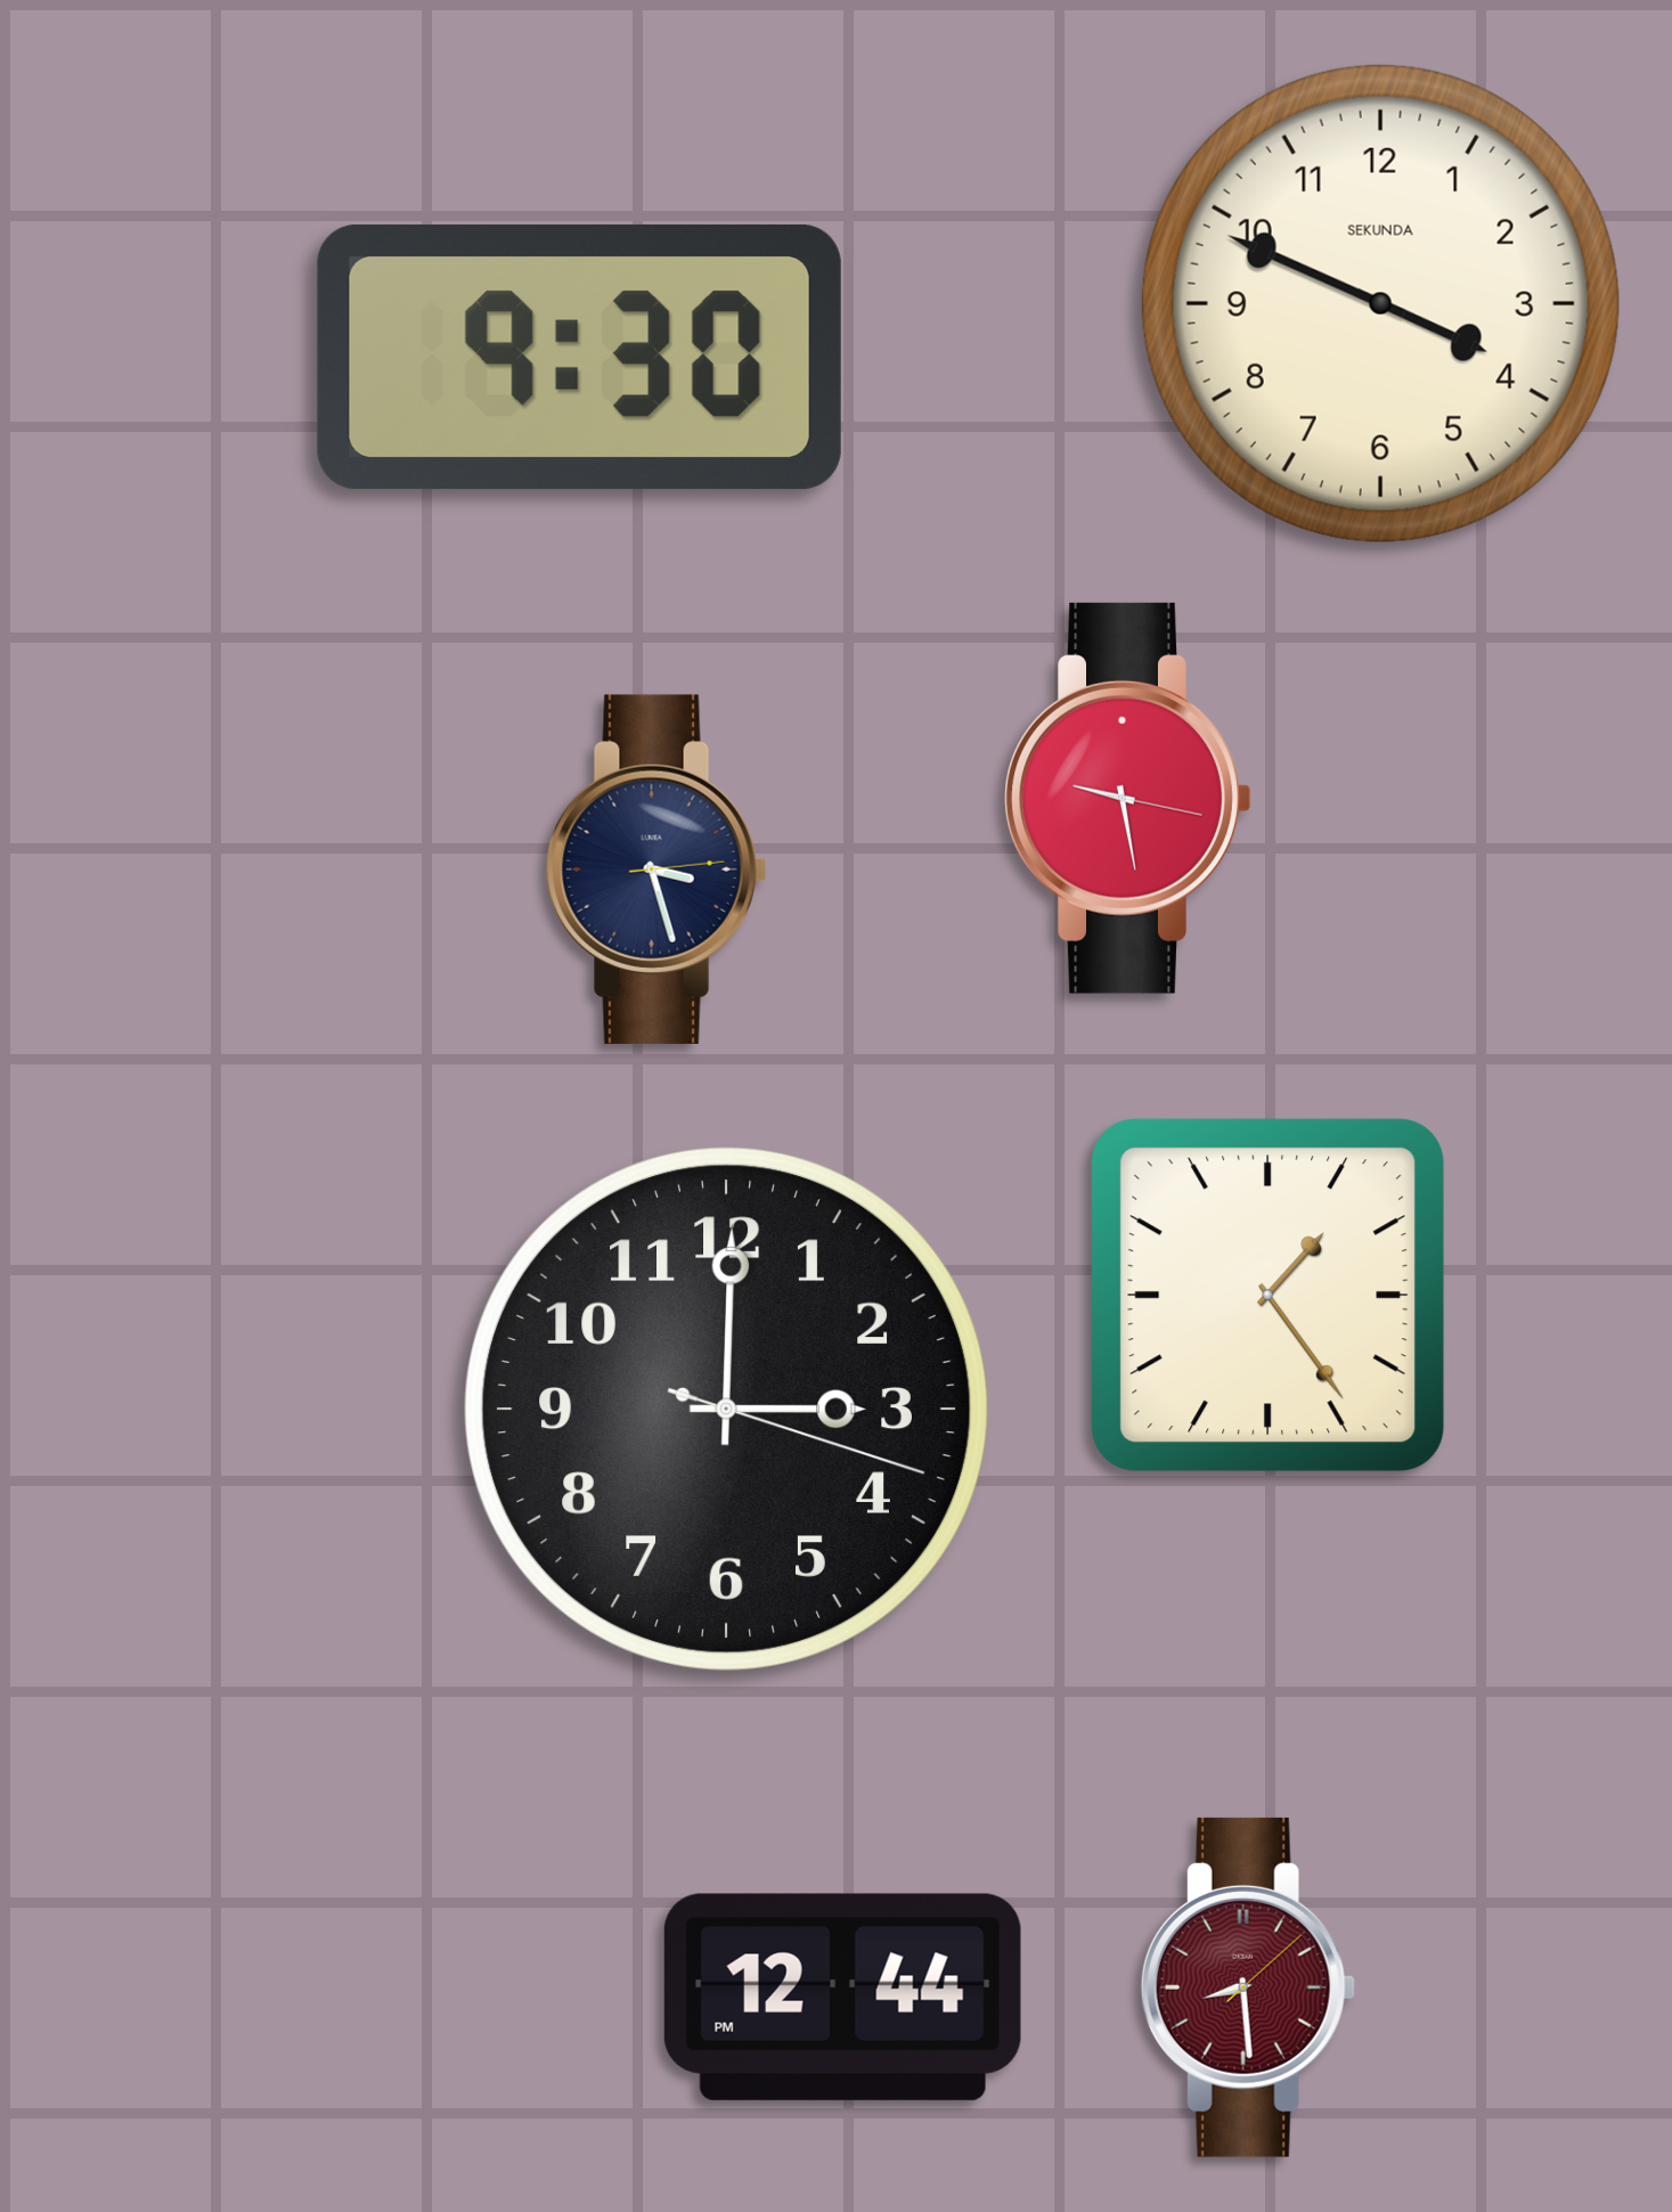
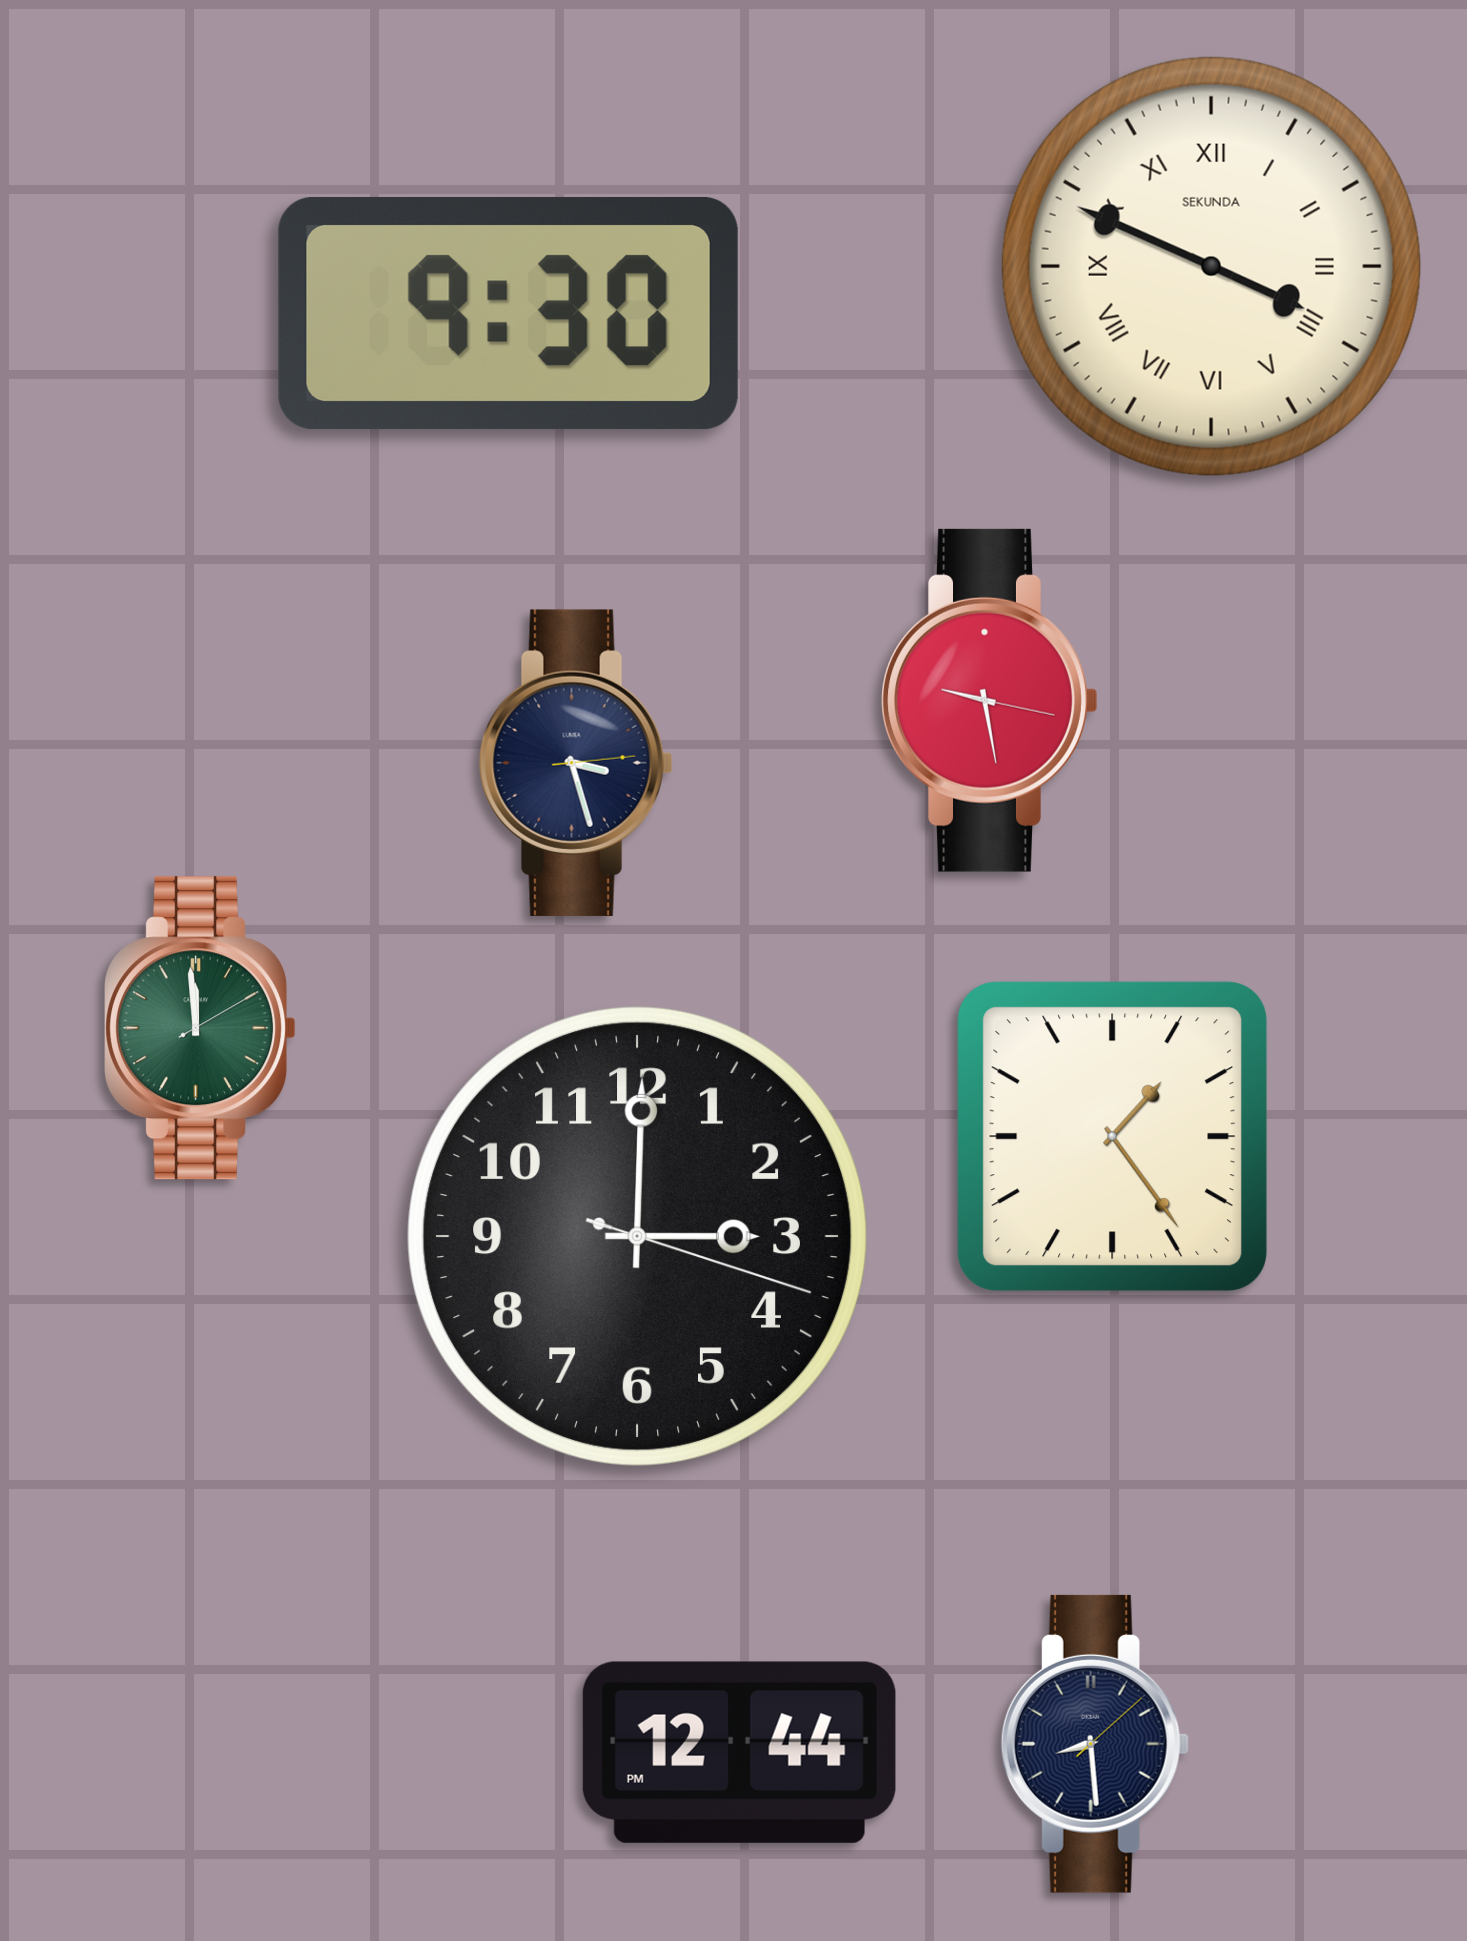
clock at (1380, 303) numerals: Arabic -> Roman
clock at (200, 1028): none -> 11:59
clock at (1248, 1987) dial: burgundy -> navy
